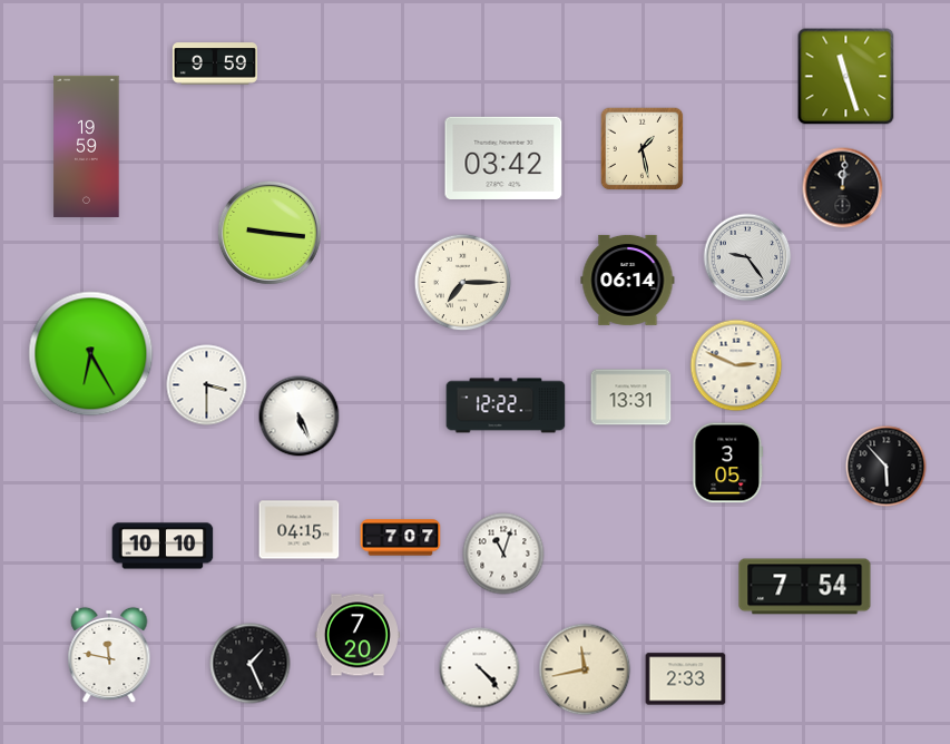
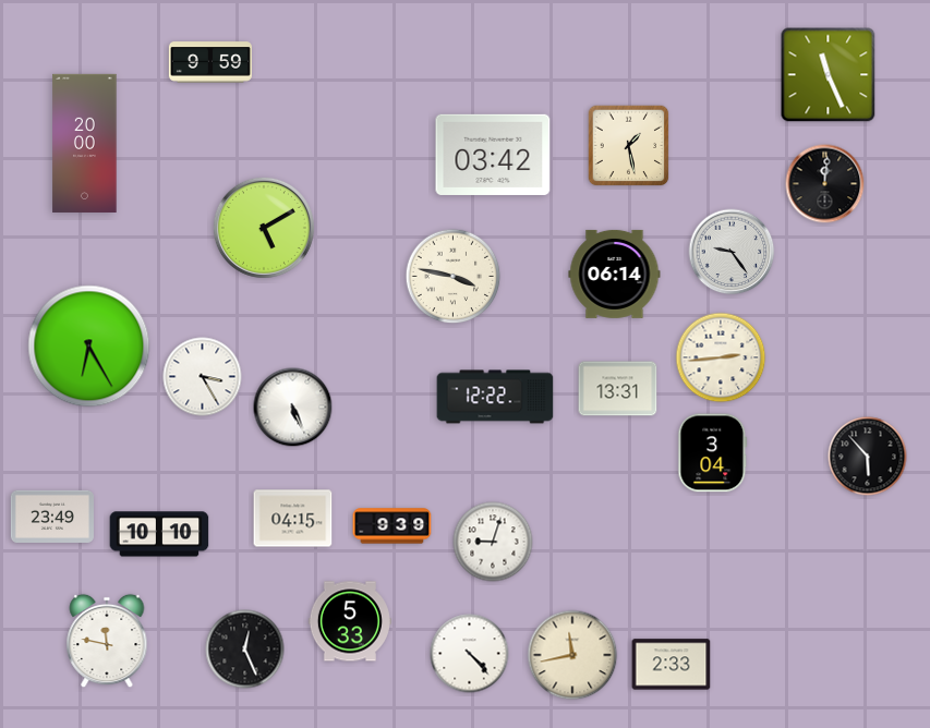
clock at (846, 77): 11:27 -> 11:26
clock at (87, 146): 19:59 -> 20:00
clock at (270, 233): 9:16 -> 5:10
clock at (463, 283): 7:15 -> 3:47
clock at (736, 365): 2:49 -> 2:44
clock at (207, 385): 3:30 -> 3:25
clock at (728, 463): 3:05 -> 3:04
clock at (52, 517): none -> 23:49
clock at (401, 538): 7:07 -> 9:39
clock at (503, 554): 11:03 -> 9:03
clock at (805, 587): 7:54 -> none
clock at (358, 635): 7:20 -> 5:33
clock at (251, 664): 1:26 -> 12:26
